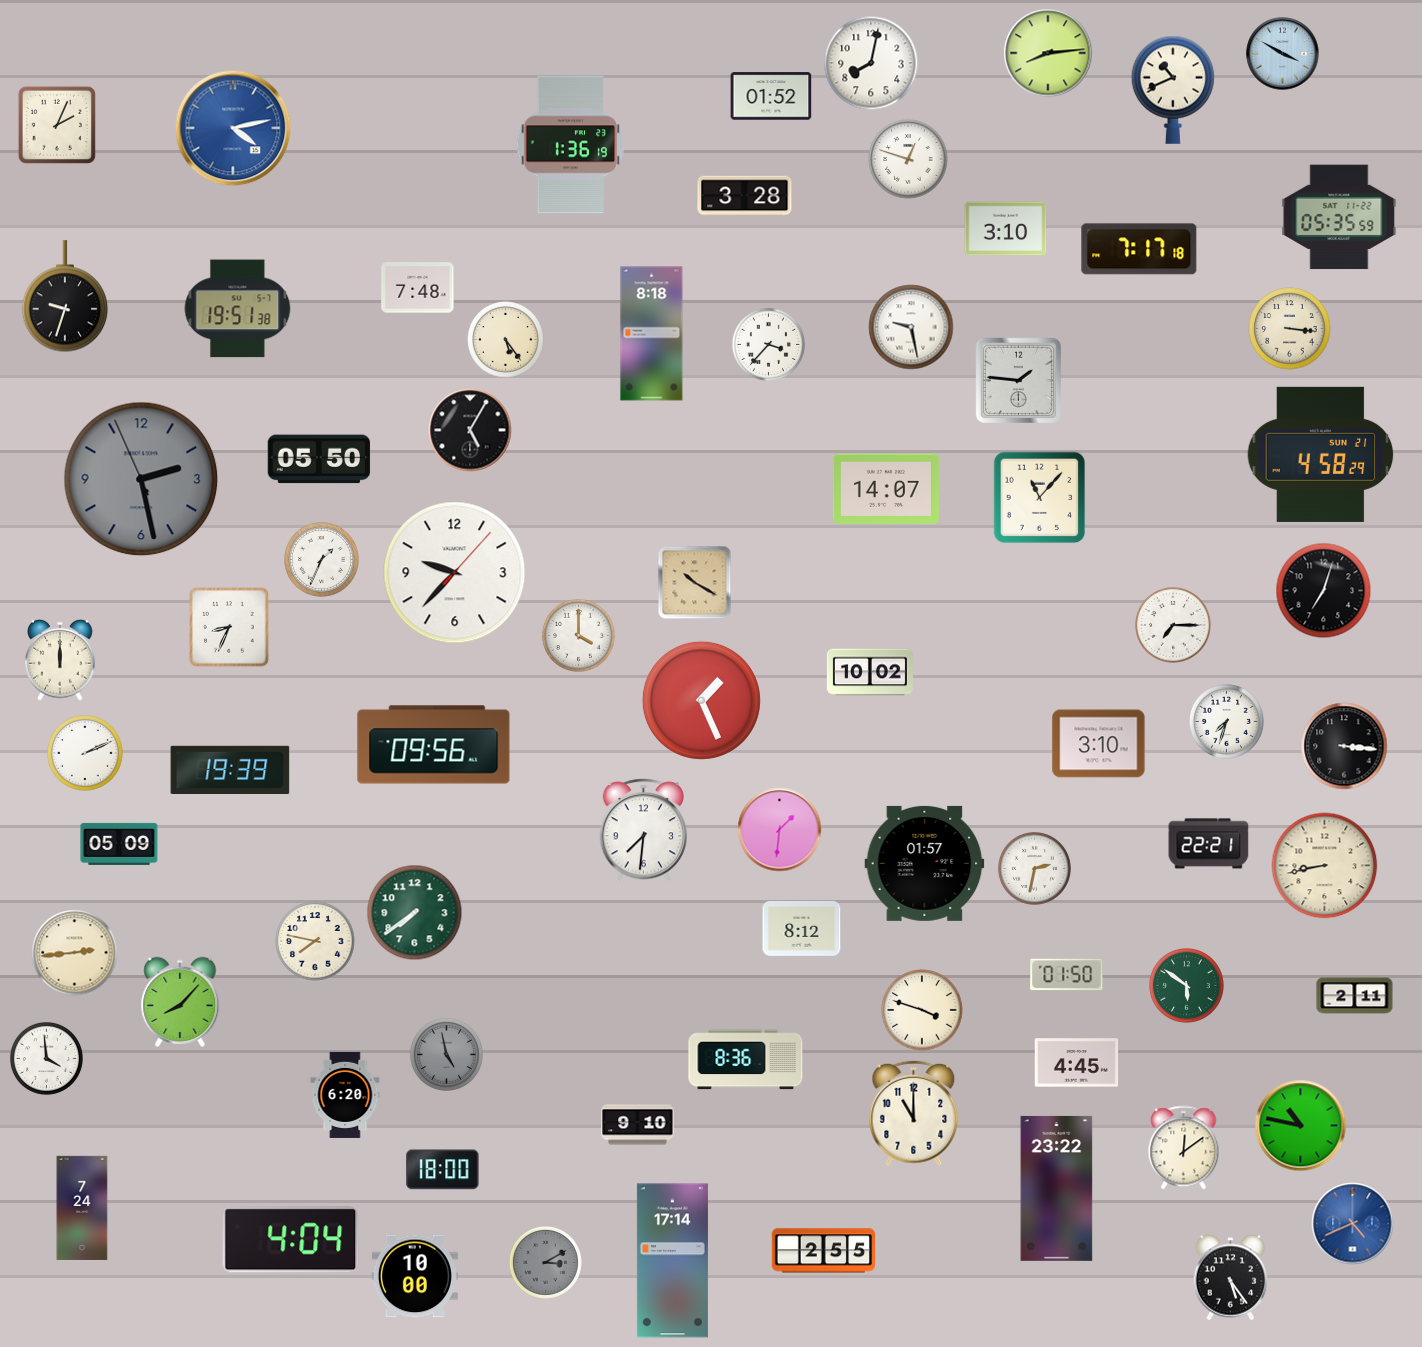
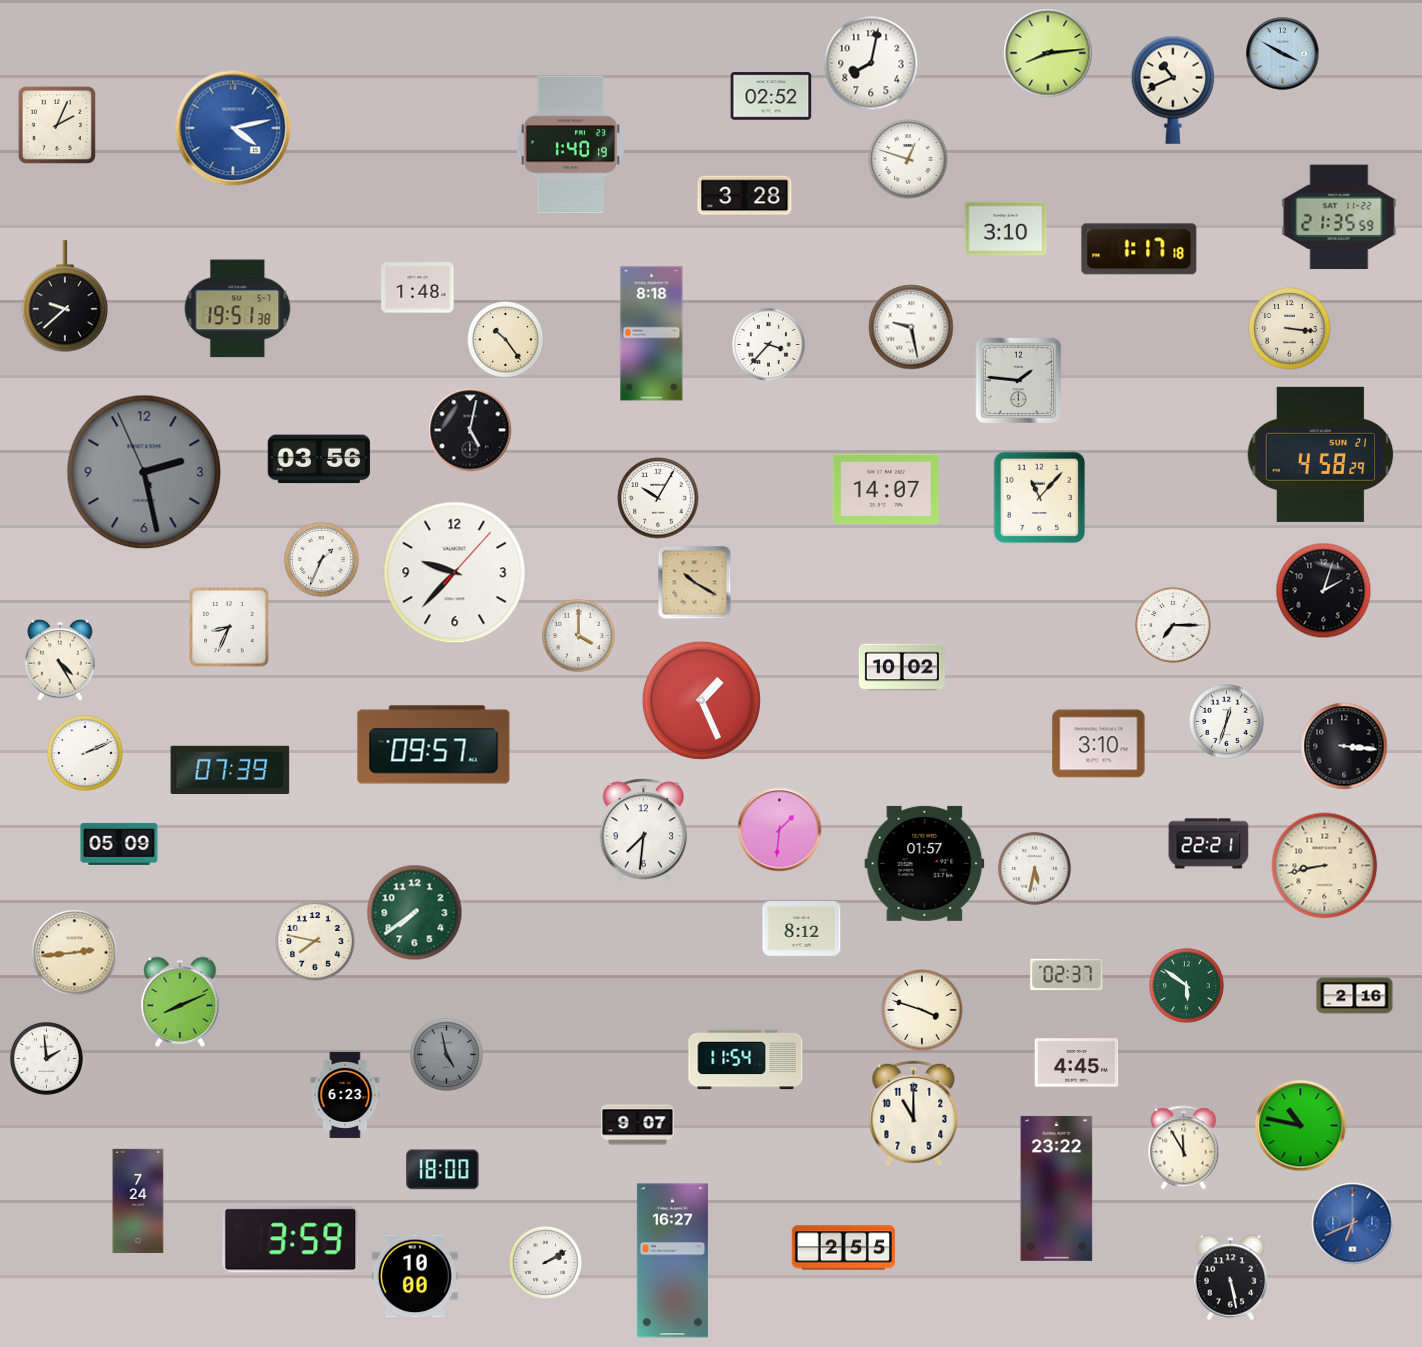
clock at (771, 96): 01:52 -> 02:52
clock at (570, 145): 1:36 -> 1:40
clock at (1339, 217): 05:35 -> 21:35
clock at (1139, 249): 7:17 -> 1:17
clock at (418, 288): 7:48 -> 1:48
clock at (64, 297): 9:33 -> 9:38
clock at (506, 340): 5:24 -> 10:24
clock at (470, 430): 5:05 -> 5:02
clock at (319, 459): 05:50 -> 03:56
clock at (141, 479) position: (141, 479) -> (144, 472)
clock at (658, 498): none -> 10:05
clock at (1324, 591): 7:03 -> 2:03
clock at (60, 660): 12:00 -> 4:25
clock at (870, 672) position: (870, 672) -> (902, 667)
clock at (1227, 722): 7:33 -> 12:33
clock at (434, 745): 09:56 -> 09:57
clock at (230, 769): 19:39 -> 07:39
clock at (1034, 868): 2:32 -> 5:32
clock at (1067, 975): 01:50 -> 02:37
clock at (1355, 996): 2:11 -> 2:16
clock at (180, 1001): 8:07 -> 8:11
clock at (46, 1058): 3:59 -> 1:59
clock at (746, 1060): 8:36 -> 11:54
clock at (345, 1095): 6:20 -> 6:23
clock at (638, 1125): 9:10 -> 9:07
clock at (1184, 1148): 12:09 -> 11:55
clock at (82, 1208) position: (82, 1208) -> (138, 1201)
clock at (1353, 1224): 4:41 -> 6:41
clock at (291, 1240): 4:04 -> 3:59
clock at (823, 1251) position: (823, 1251) -> (843, 1248)
clock at (672, 1261): 17:14 -> 16:27
clock at (545, 1262): 3:10 -> 2:10
clock at (545, 1262) dial: grey -> white
clock at (1231, 1278): 5:24 -> 5:28
